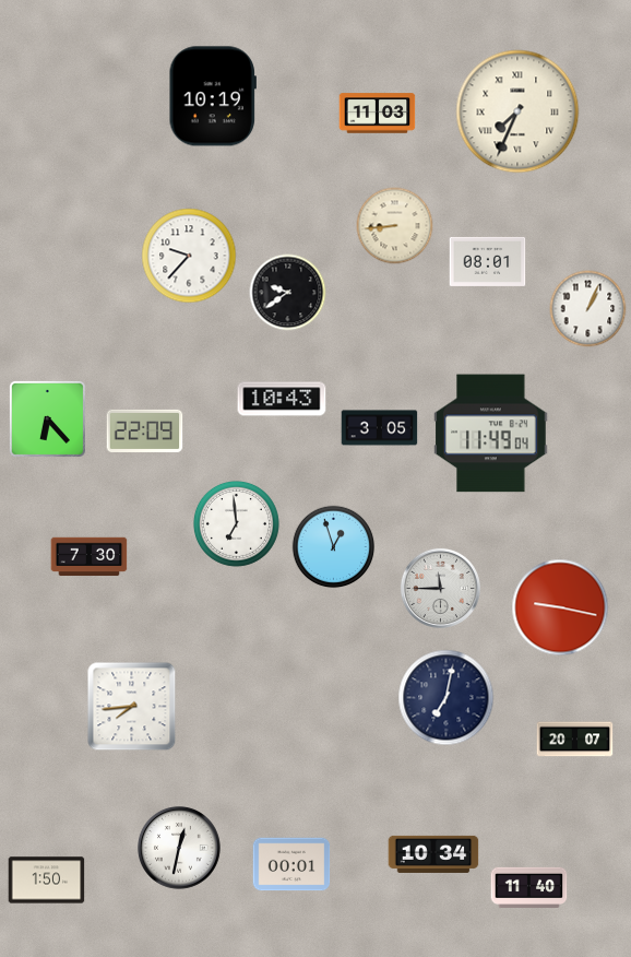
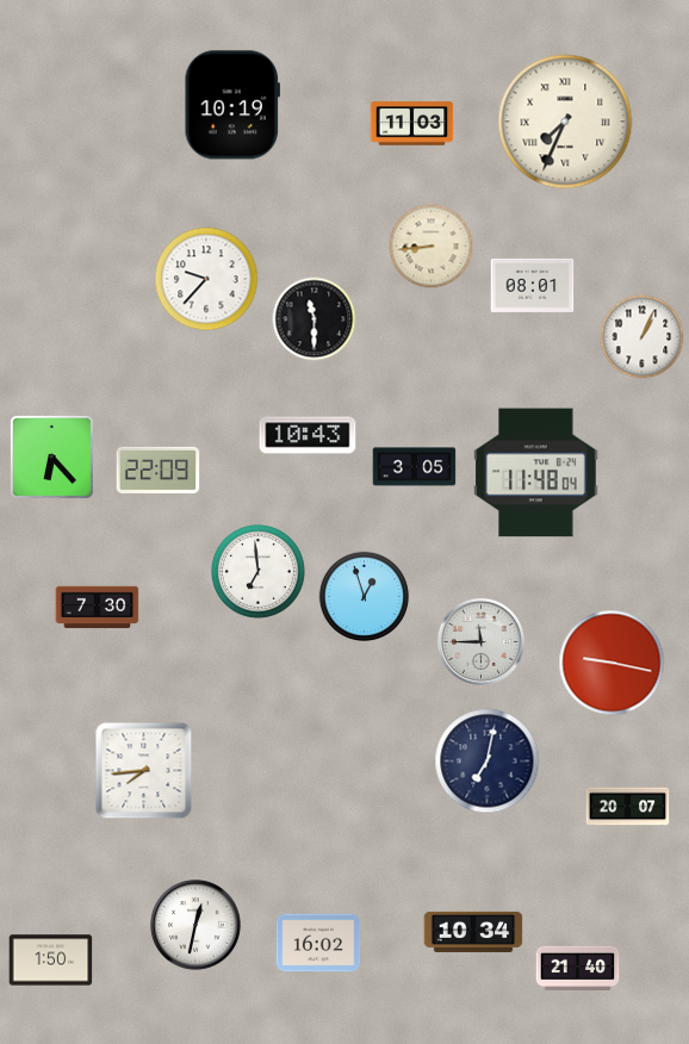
clock at (288, 293): 9:39 -> 11:30
clock at (491, 434): 11:49 -> 11:48
clock at (291, 864): 00:01 -> 16:02
clock at (529, 887): 11:40 -> 21:40
